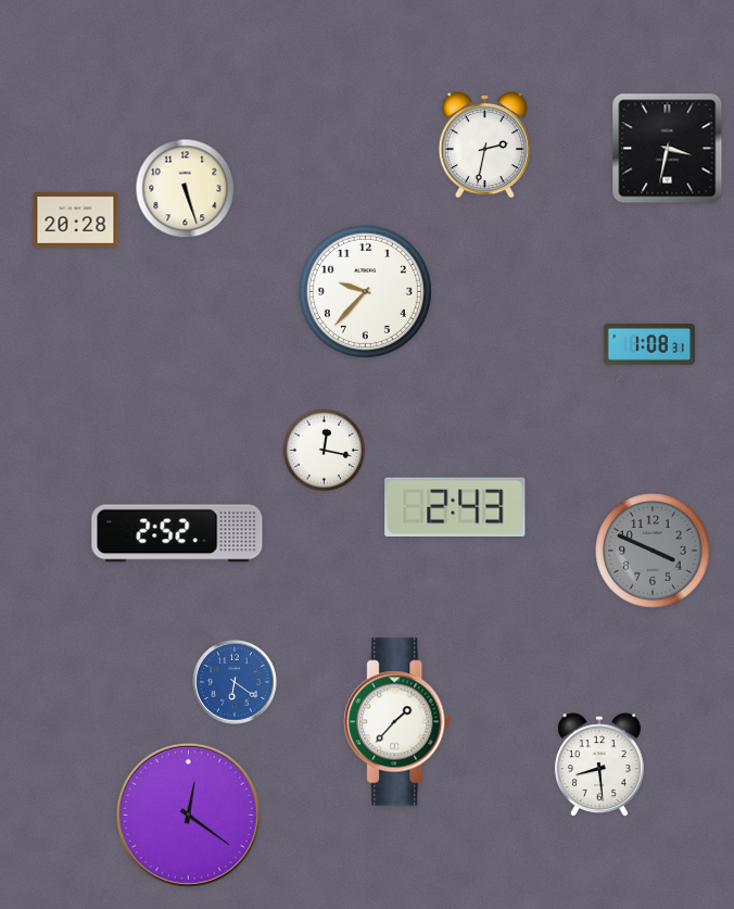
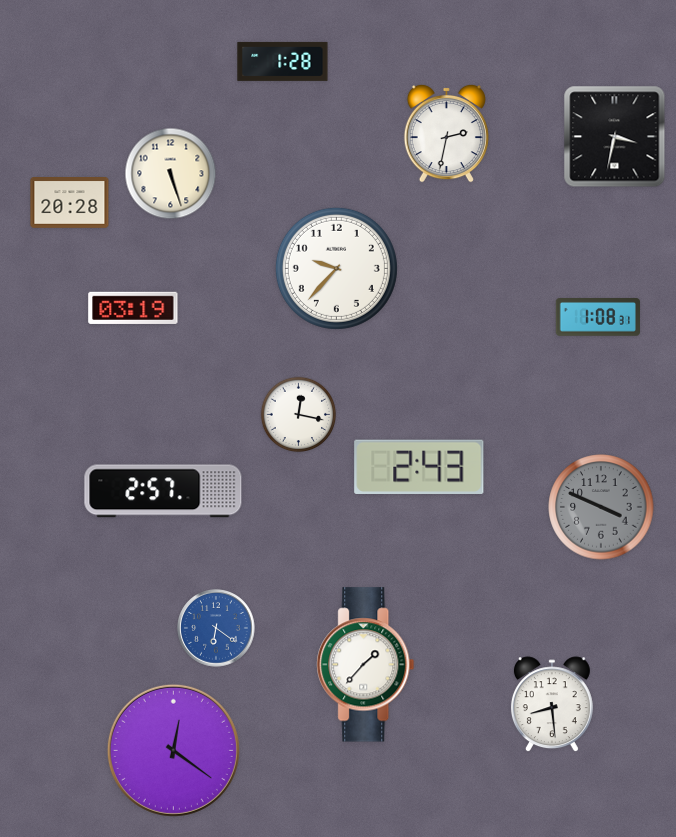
clock at (283, 61): none -> 1:28
clock at (133, 308): none -> 03:19
clock at (177, 533): 2:52 -> 2:57
